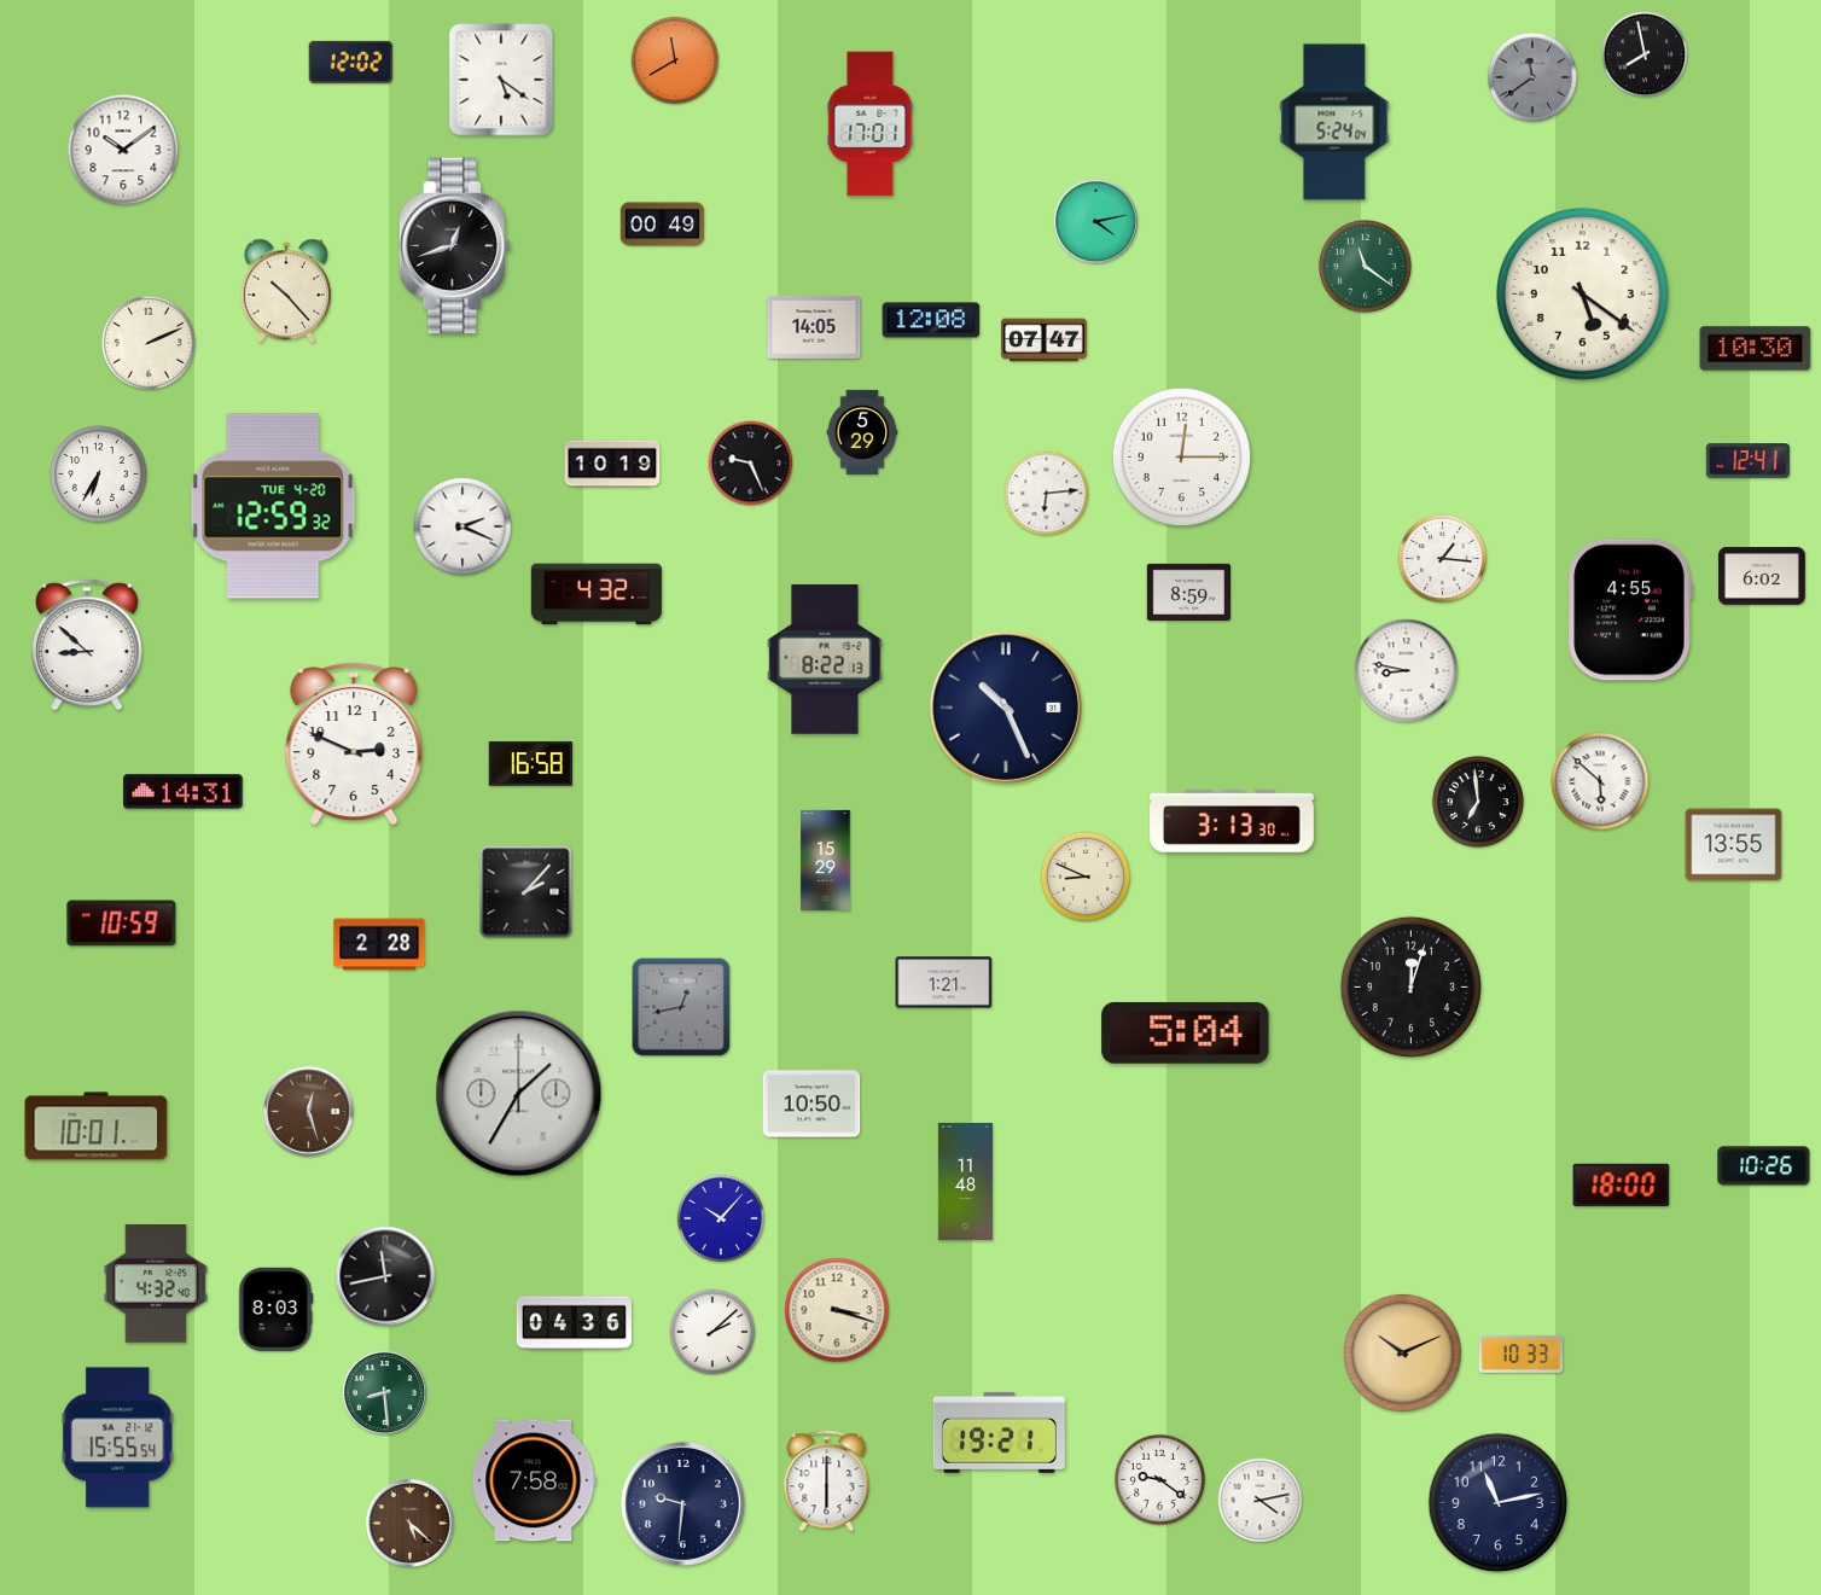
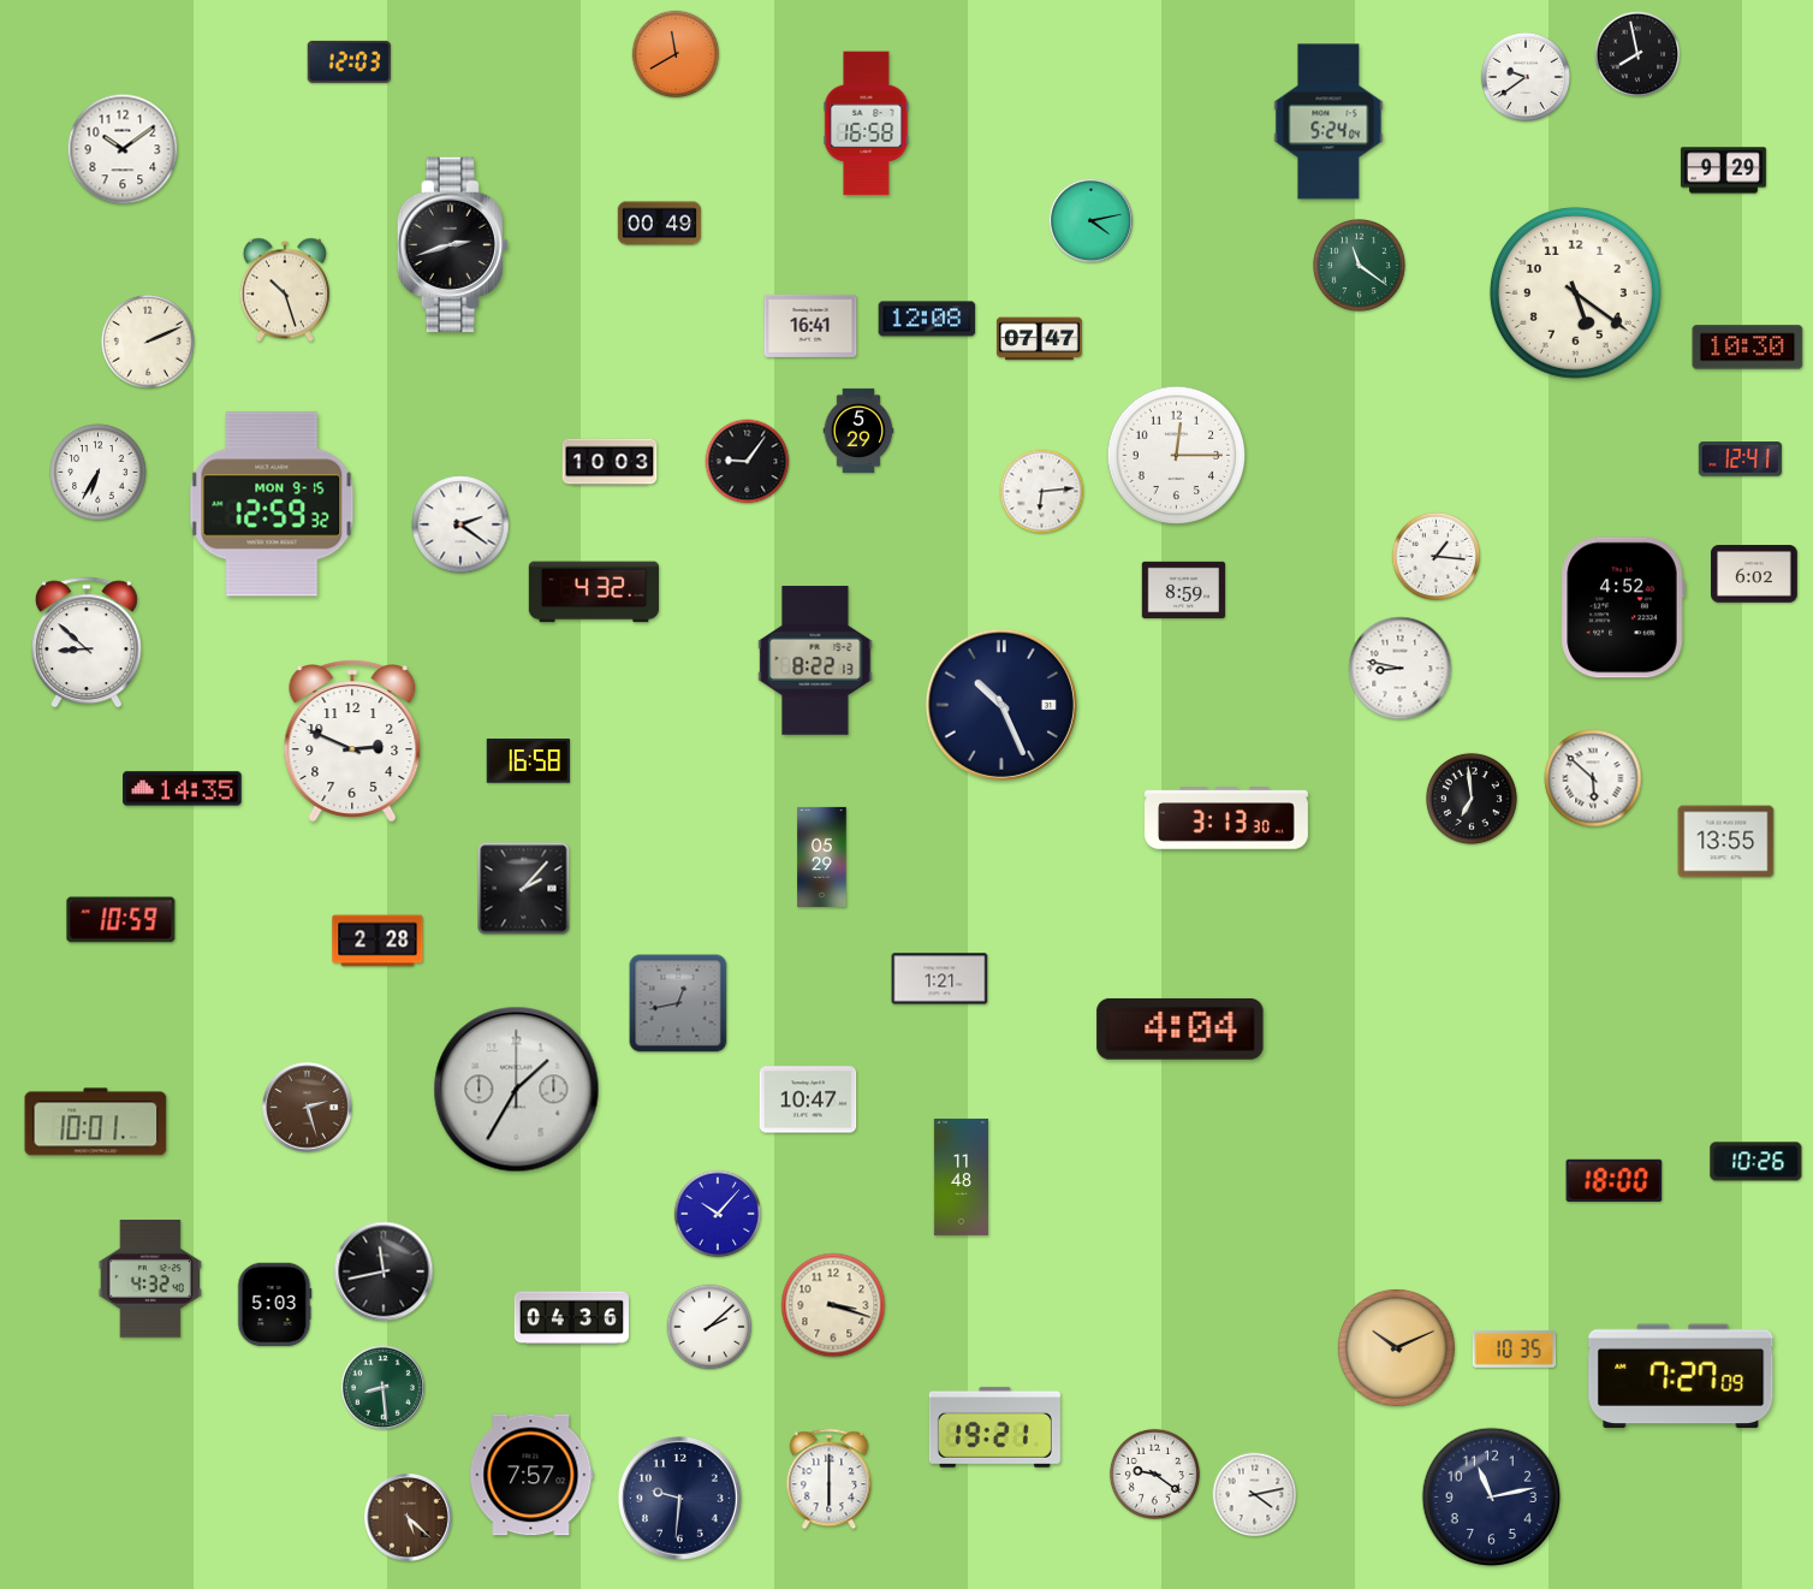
clock at (675, 60) position: (675, 60) -> (676, 54)
clock at (350, 62): 12:02 -> 12:03
clock at (1532, 77): 11:39 -> 9:39
clock at (1532, 77) dial: grey -> white
clock at (501, 80): 5:21 -> none
clock at (871, 124): 17:01 -> 16:58
clock at (1723, 171): none -> 9:29
clock at (454, 246): 12:42 -> 2:42
clock at (286, 291): 10:23 -> 10:27
clock at (814, 327): 14:05 -> 16:41
clock at (612, 464): 10:19 -> 10:03
clock at (751, 464): 9:26 -> 9:06
clock at (273, 506) date: TUE 4-20 -> MON 9-15
clock at (462, 526): 2:19 -> 2:21
clock at (1630, 610): 4:55 -> 4:52
clock at (825, 659) position: (825, 659) -> (815, 660)
clock at (184, 792): 14:31 -> 14:35
clock at (826, 860): 15:29 -> 05:29
clock at (1086, 877): 8:49 -> none
clock at (1410, 986): 12:03 -> none
clock at (1186, 1032): 5:04 -> 4:04
clock at (811, 1104): 10:50 -> 10:47
clock at (309, 1112): 12:27 -> 2:27
clock at (155, 1285) position: (155, 1285) -> (149, 1280)
clock at (277, 1309): 8:03 -> 5:03
clock at (1522, 1354): 10:33 -> 10:35
clock at (1681, 1376): none -> 7:27
clock at (118, 1438): 15:55 -> none
clock at (534, 1480): 7:58 -> 7:57
clock at (827, 1482) position: (827, 1482) -> (830, 1480)
